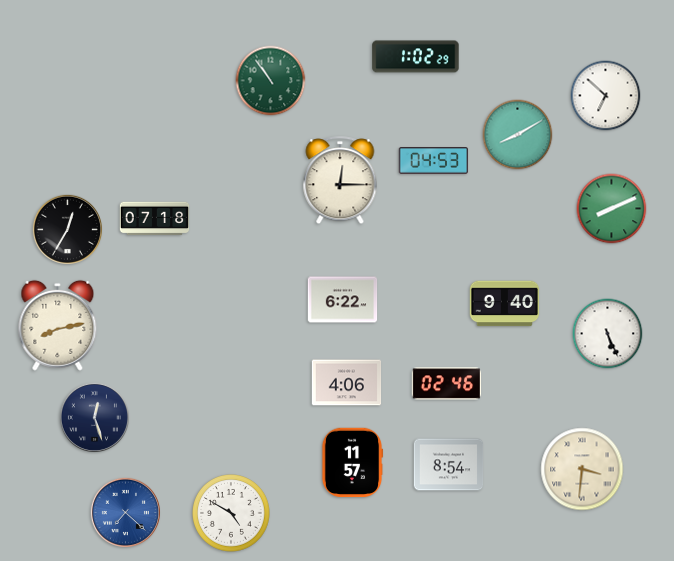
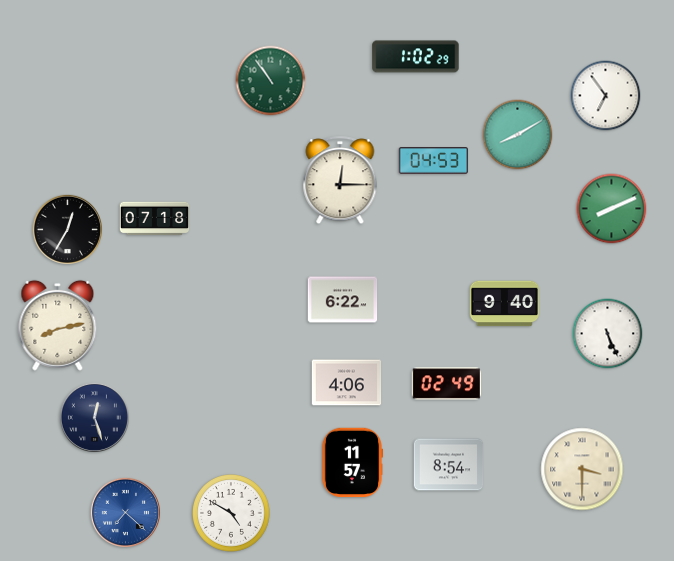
clock at (606, 96): 6:52 -> 6:54
clock at (447, 384): 02:46 -> 02:49
clock at (582, 469): 3:31 -> 3:30
